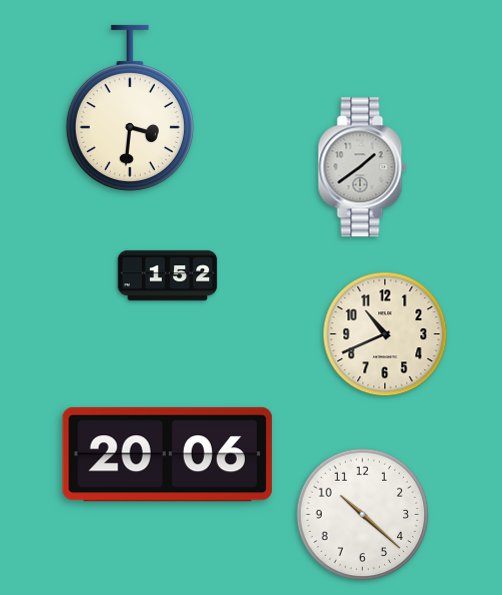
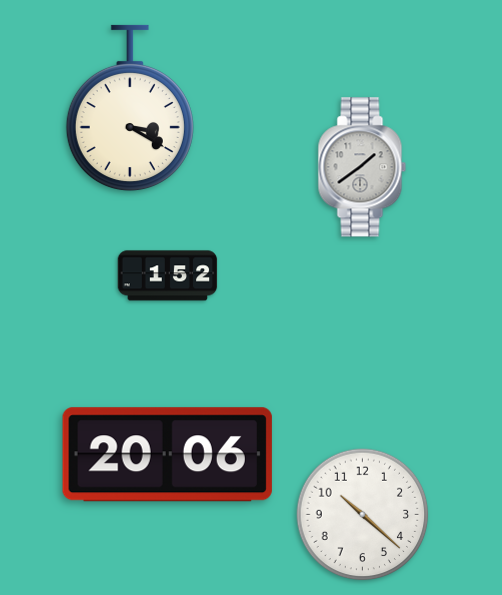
clock at (130, 108): 3:31 -> 3:20
clock at (385, 334): 10:41 -> none
